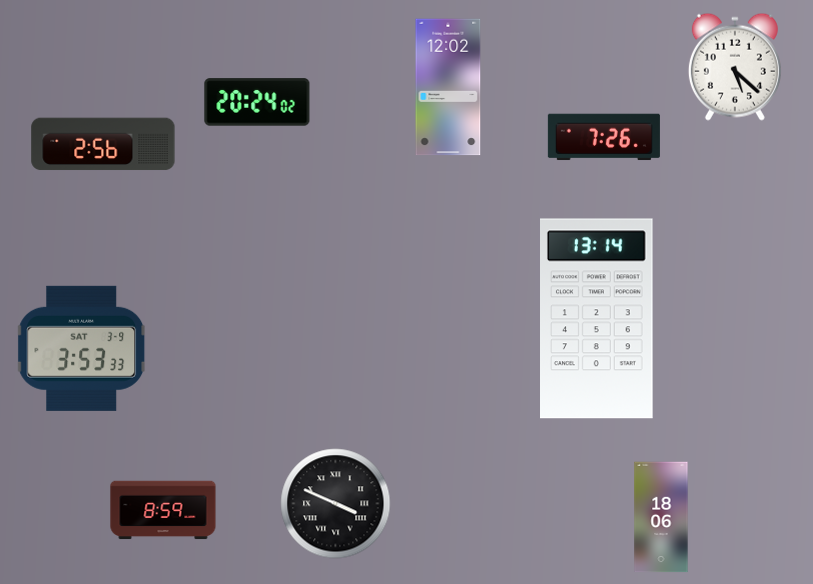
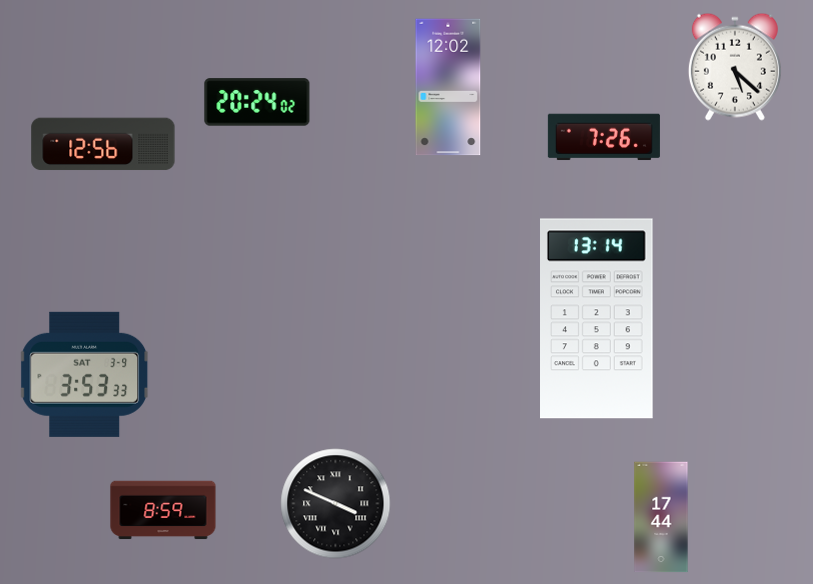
clock at (103, 144): 2:56 -> 12:56
clock at (82, 348) position: (82, 348) -> (85, 374)
clock at (661, 517): 18:06 -> 17:44
